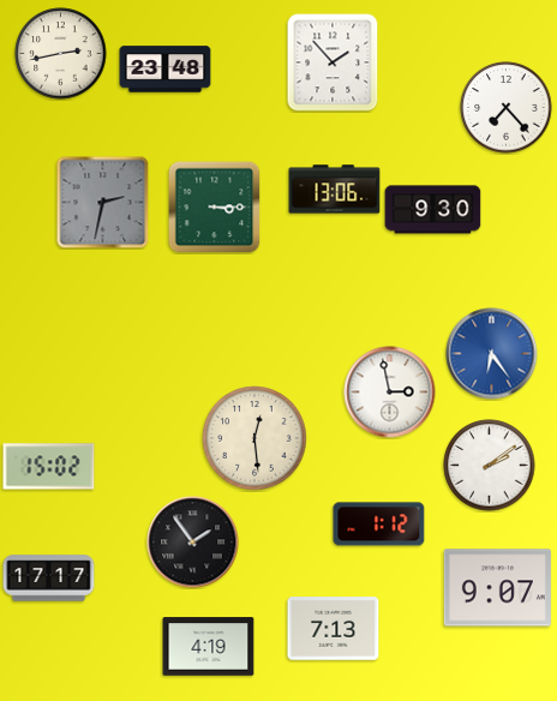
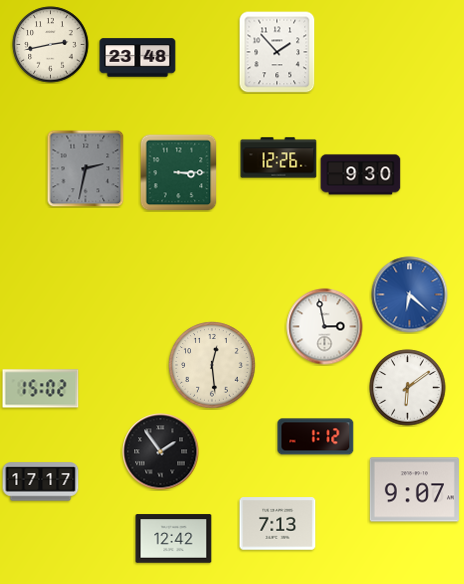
clock at (507, 108): 7:23 -> none
clock at (335, 190): 13:06 -> 12:26
clock at (492, 354): 6:24 -> 6:22
clock at (490, 466): 2:09 -> 6:09
clock at (209, 647): 4:19 -> 12:42
